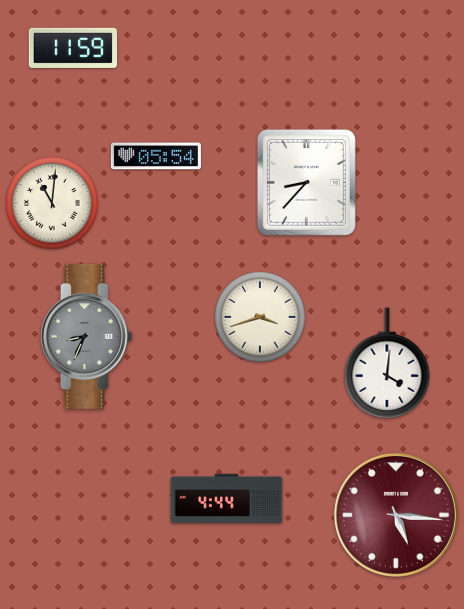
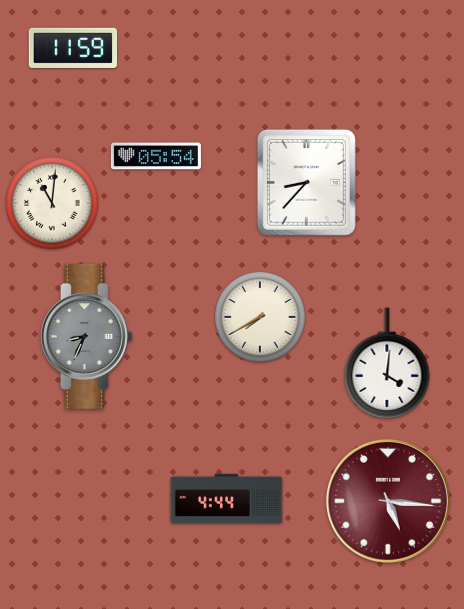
clock at (260, 317): 3:42 -> 7:40
clock at (396, 515) position: (396, 515) -> (388, 501)
